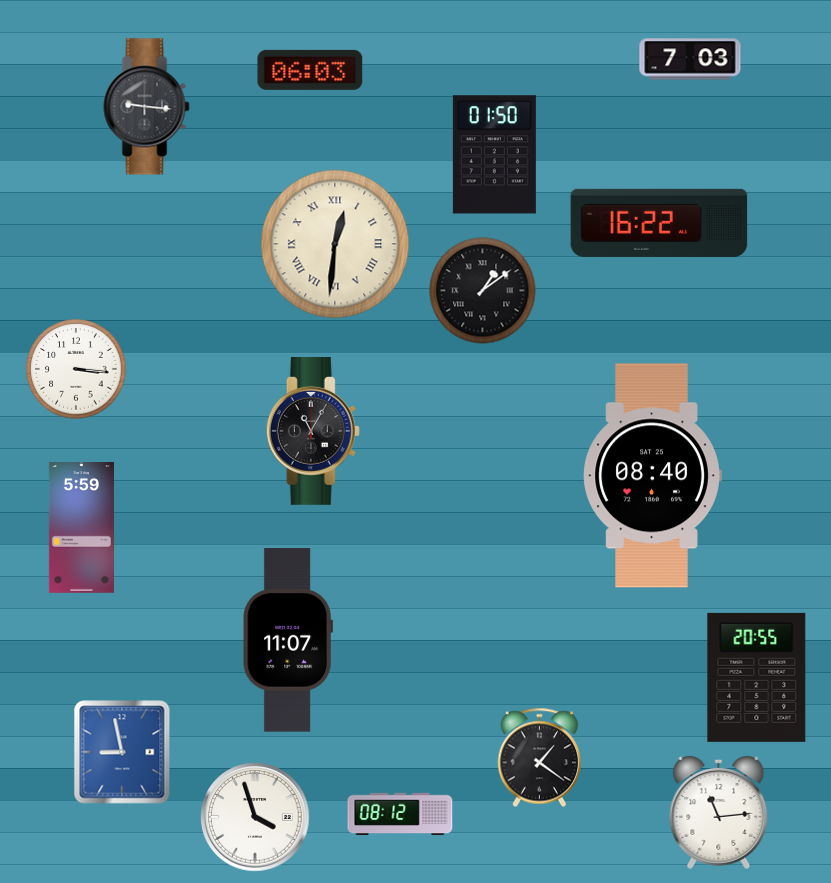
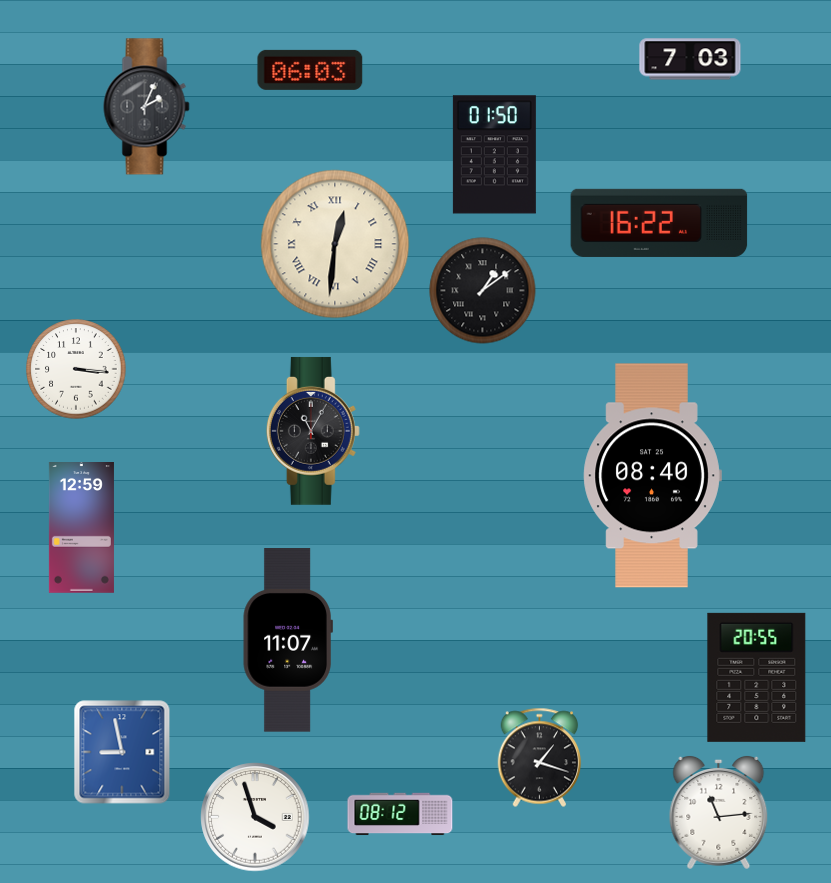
clock at (147, 107): 9:16 -> 2:04
clock at (81, 528): 5:59 -> 12:59
clock at (540, 758): 1:21 -> 1:18
